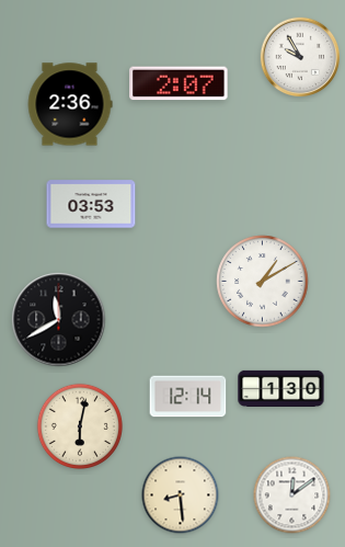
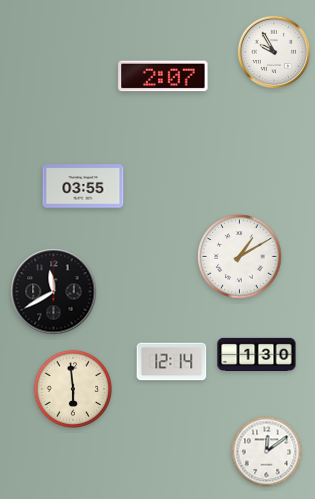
clock at (70, 104): 2:36 -> none
clock at (91, 204): 03:53 -> 03:55
clock at (79, 425): 6:02 -> 5:59
clock at (181, 495): 8:29 -> none
